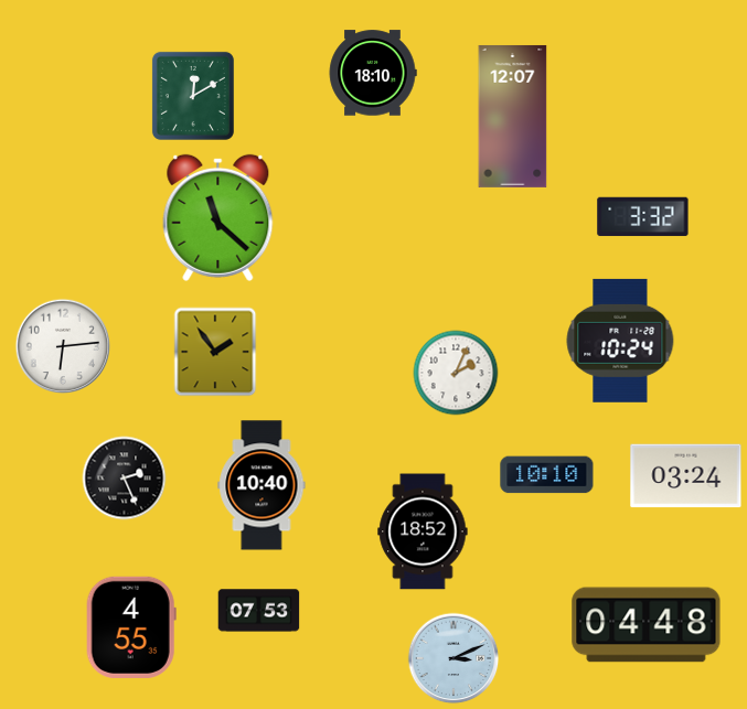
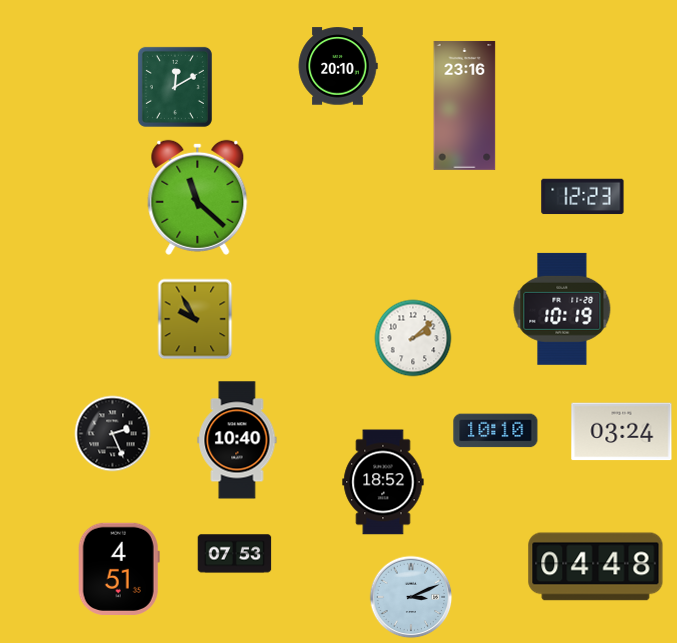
clock at (373, 73): 18:10 -> 20:10
clock at (513, 116): 12:07 -> 23:16
clock at (643, 217): 3:32 -> 12:23
clock at (620, 341): 10:24 -> 10:19
clock at (63, 346): 6:14 -> none
clock at (215, 352): 1:54 -> 9:55
clock at (456, 373): 2:04 -> 2:08
clock at (647, 625) position: (647, 625) -> (596, 567)
clock at (131, 627): 4:55 -> 4:51
